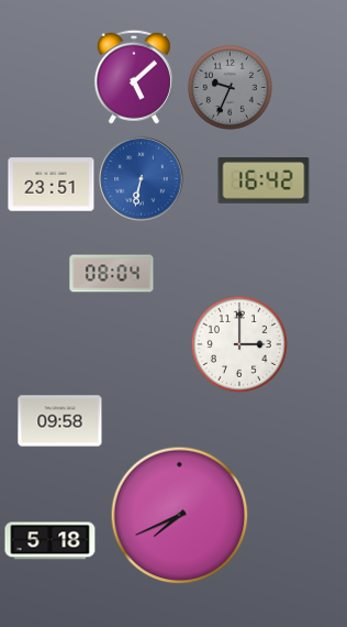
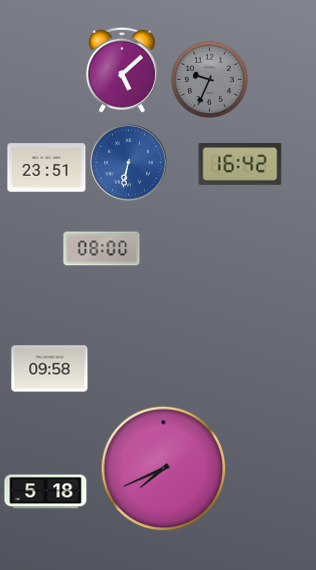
clock at (112, 274): 08:04 -> 08:00
clock at (239, 344): 3:00 -> none
clock at (60, 421) position: (60, 421) -> (50, 369)
